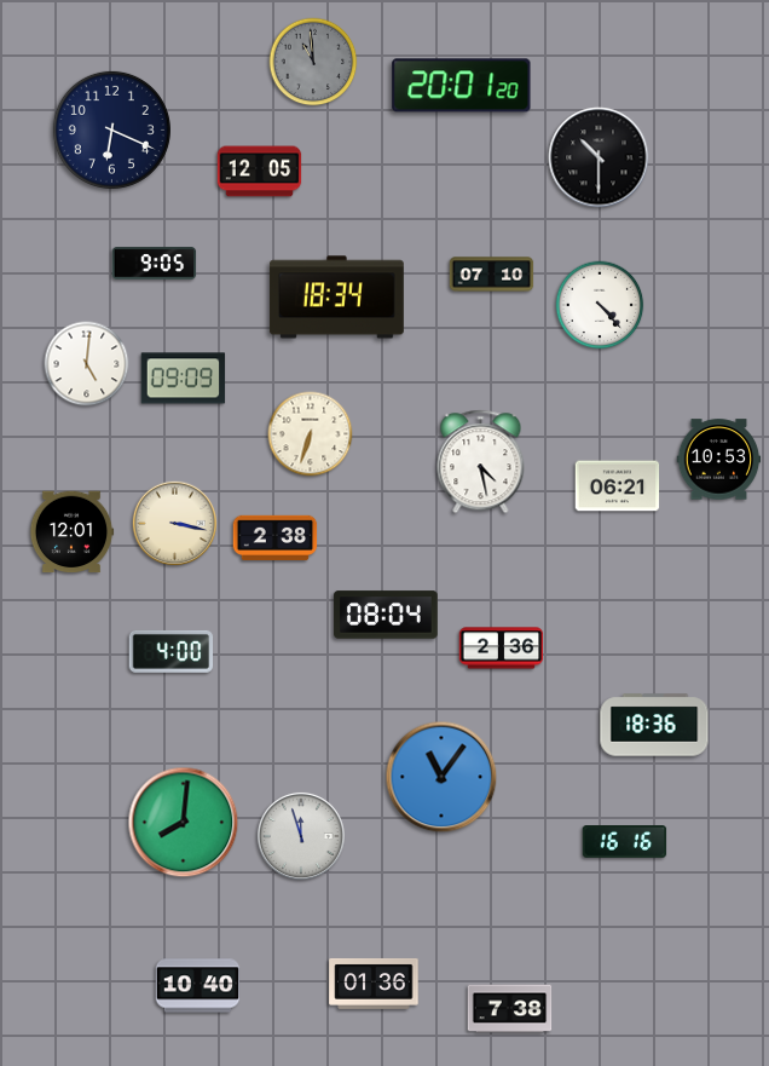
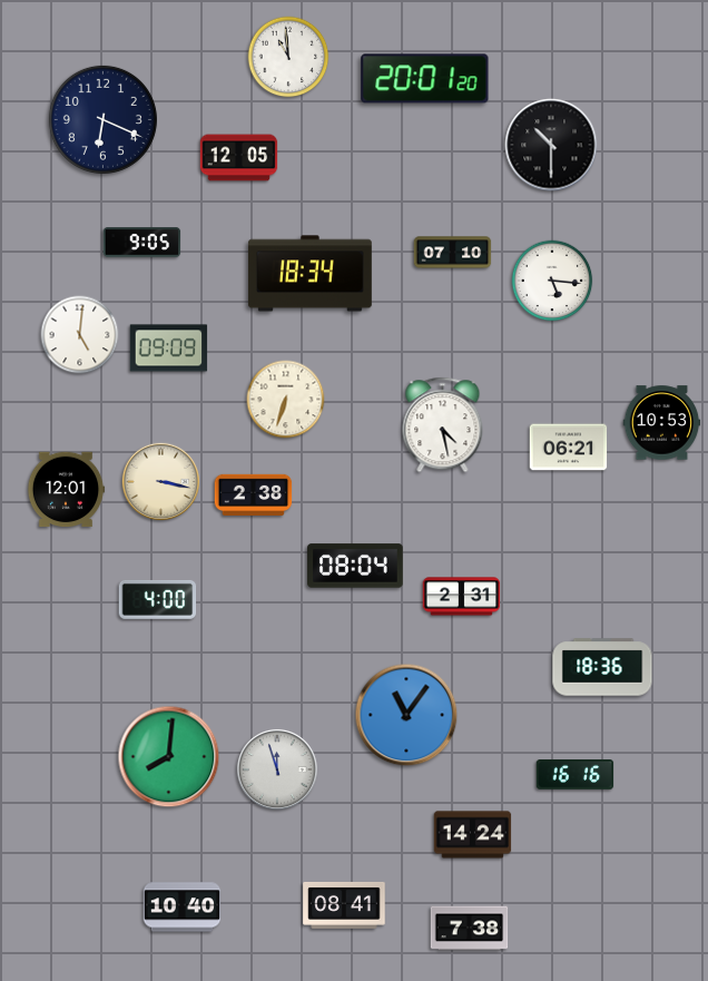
clock at (313, 62) dial: grey -> white
clock at (600, 305): 4:23 -> 5:16
clock at (502, 649): 2:36 -> 2:31
clock at (473, 835): none -> 14:24
clock at (374, 984): 01:36 -> 08:41
